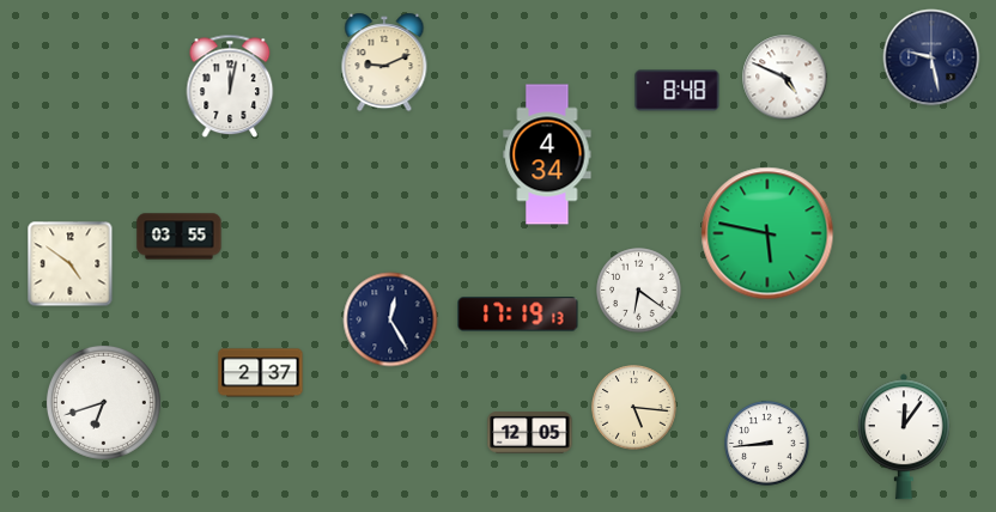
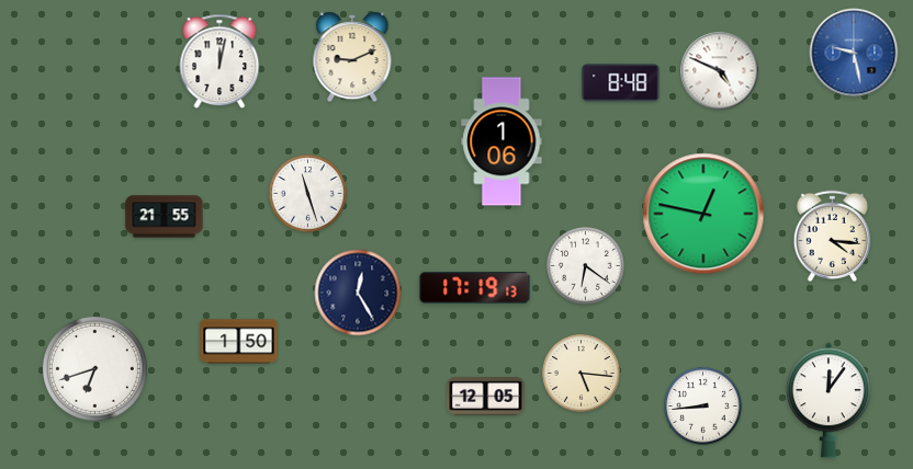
clock at (931, 57) dial: navy -> blue
clock at (230, 86) position: (230, 86) -> (219, 61)
clock at (547, 154): 4:34 -> 1:06
clock at (308, 194): none -> 11:27
clock at (767, 233): 5:47 -> 12:47
clock at (180, 237): 03:55 -> 21:55
clock at (832, 236): none -> 4:16
clock at (71, 264): 4:51 -> none
clock at (261, 373): 2:37 -> 1:50
